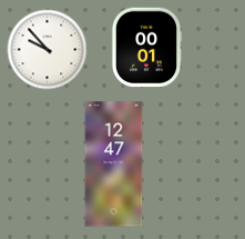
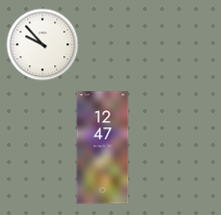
clock at (146, 48): 00:01 -> none
